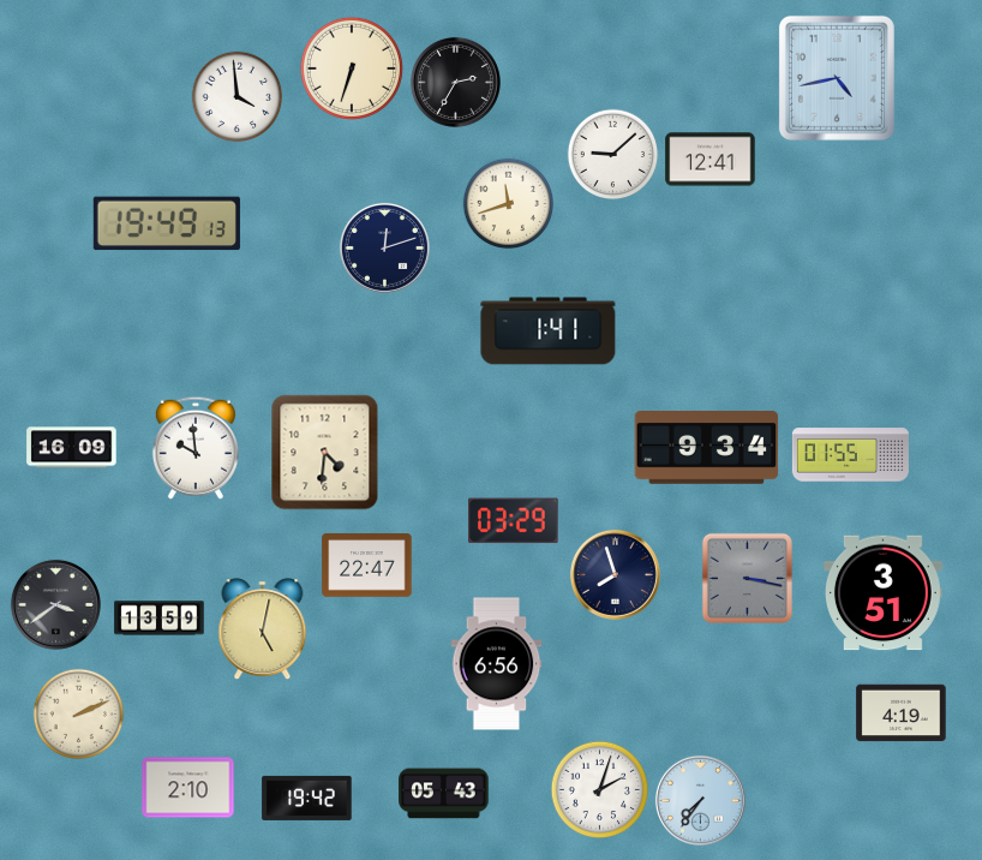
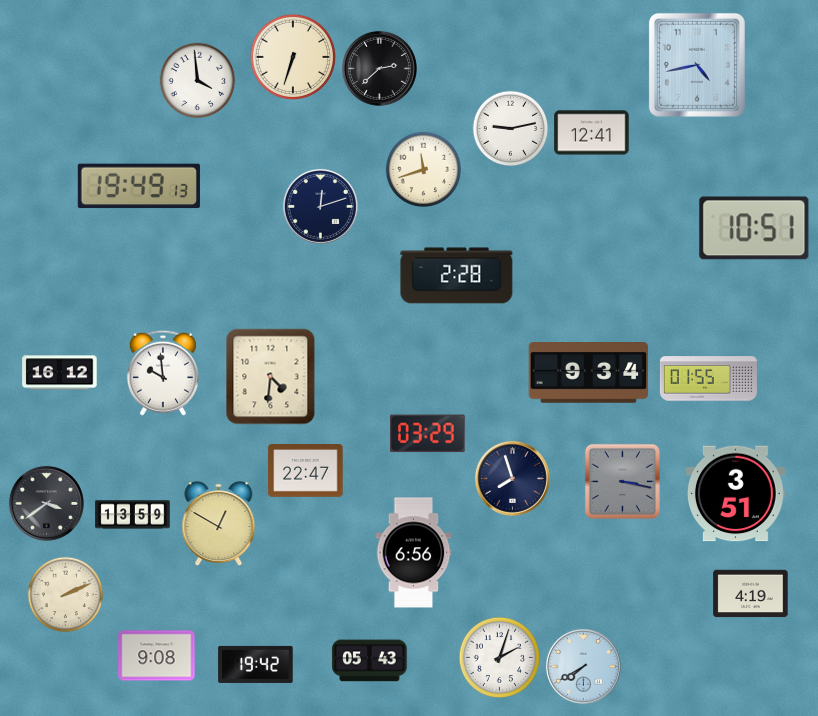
clock at (455, 82): 2:35 -> 2:38
clock at (613, 155): 9:08 -> 9:13
clock at (754, 228): none -> 10:51
clock at (549, 332): 1:41 -> 2:28
clock at (72, 448): 16:09 -> 16:12
clock at (263, 629): 5:02 -> 12:50
clock at (188, 788): 2:10 -> 9:08
clock at (700, 800): 7:36 -> 7:40
